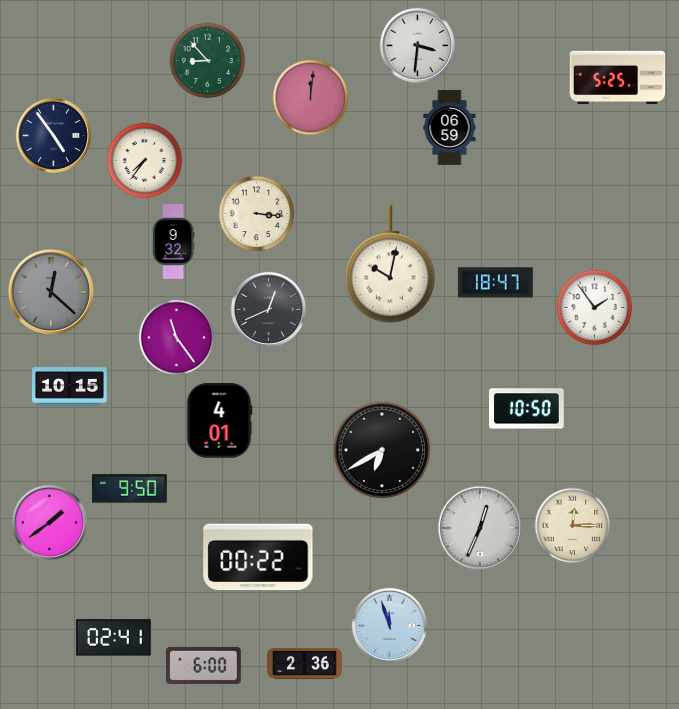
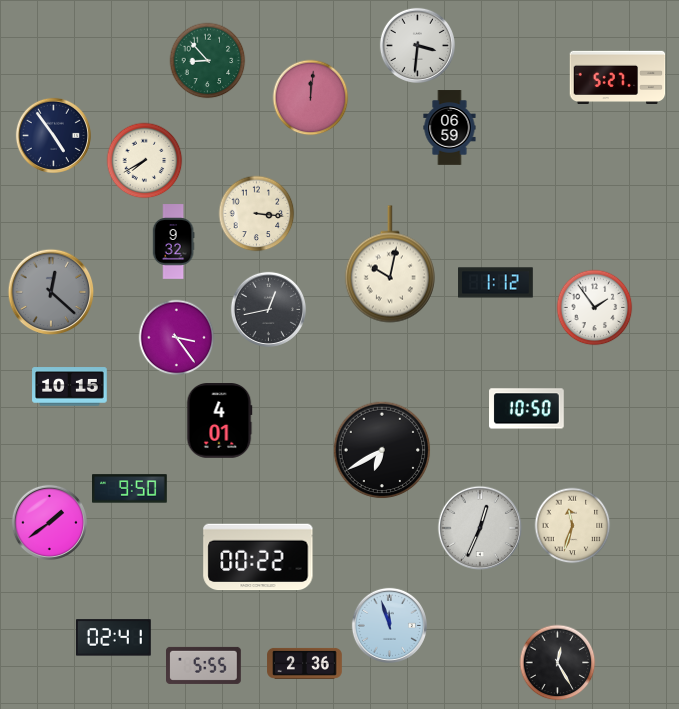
clock at (618, 77): 5:25 -> 5:27
clock at (145, 161): 7:36 -> 7:40
clock at (496, 283): 18:47 -> 1:12
clock at (268, 309): 12:41 -> 12:43
clock at (177, 338): 11:24 -> 3:24
clock at (573, 526): 12:15 -> 11:33
clock at (558, 663): none -> 12:25
clock at (204, 665): 6:00 -> 5:55
